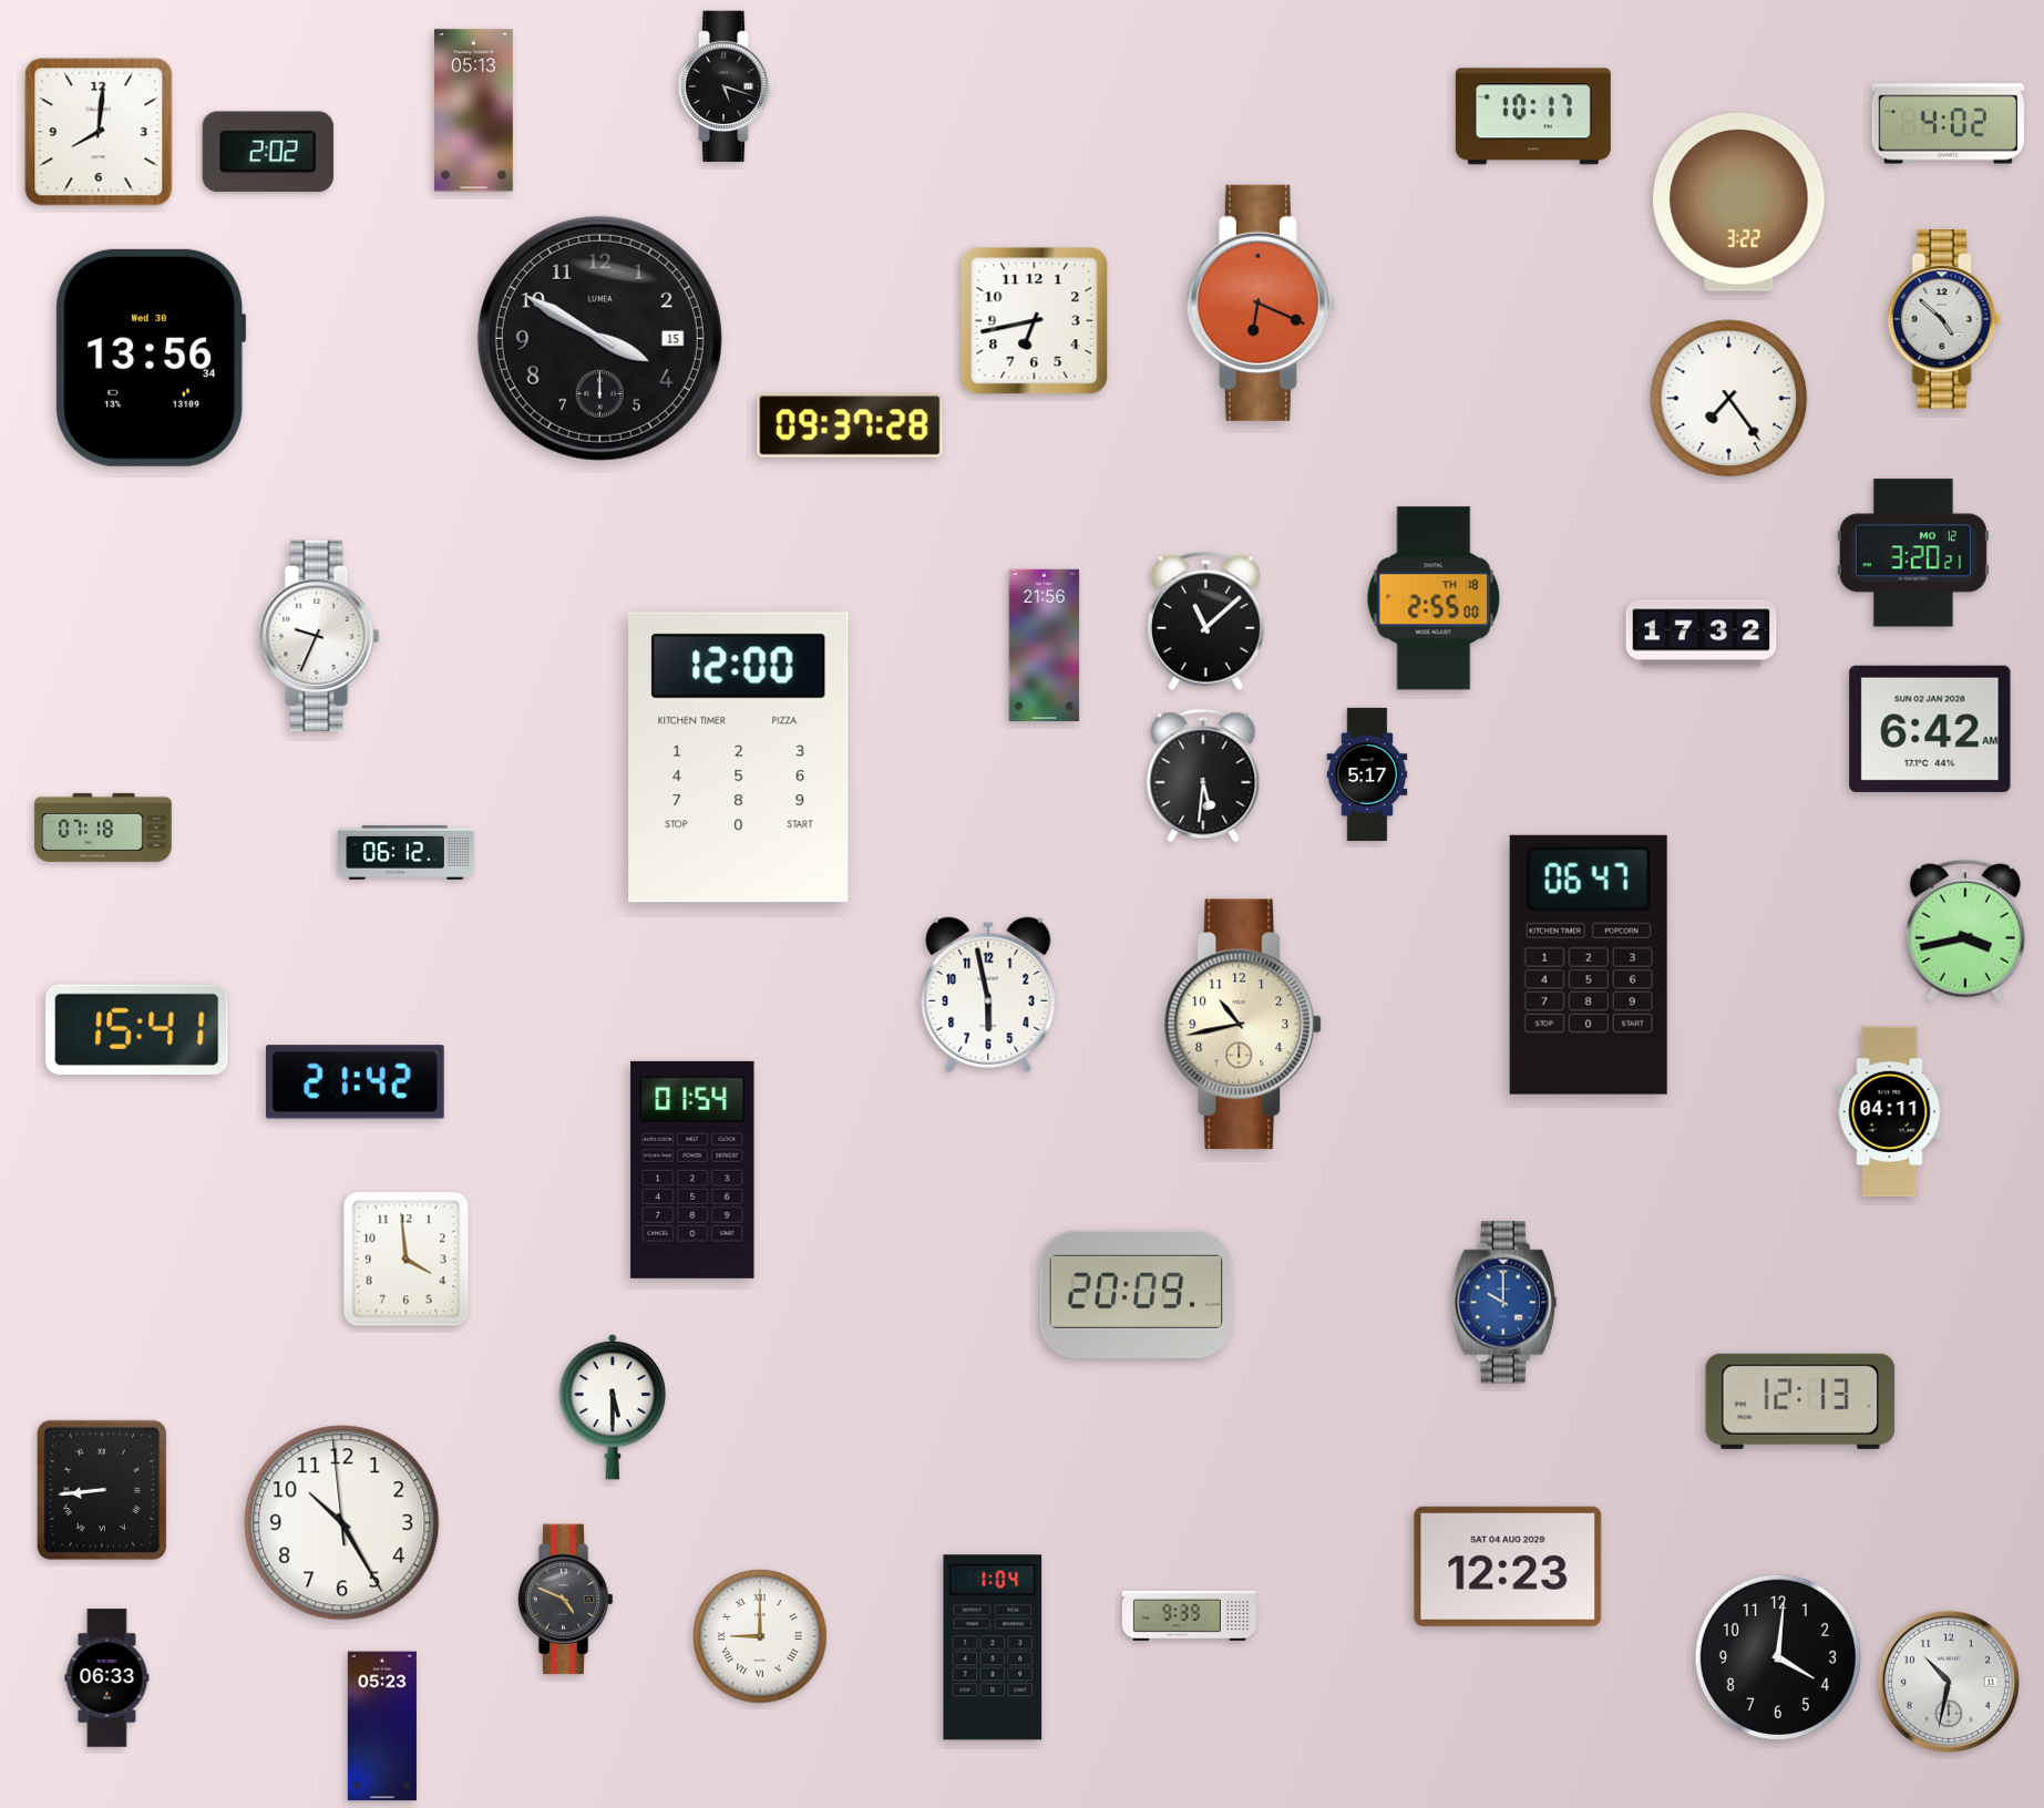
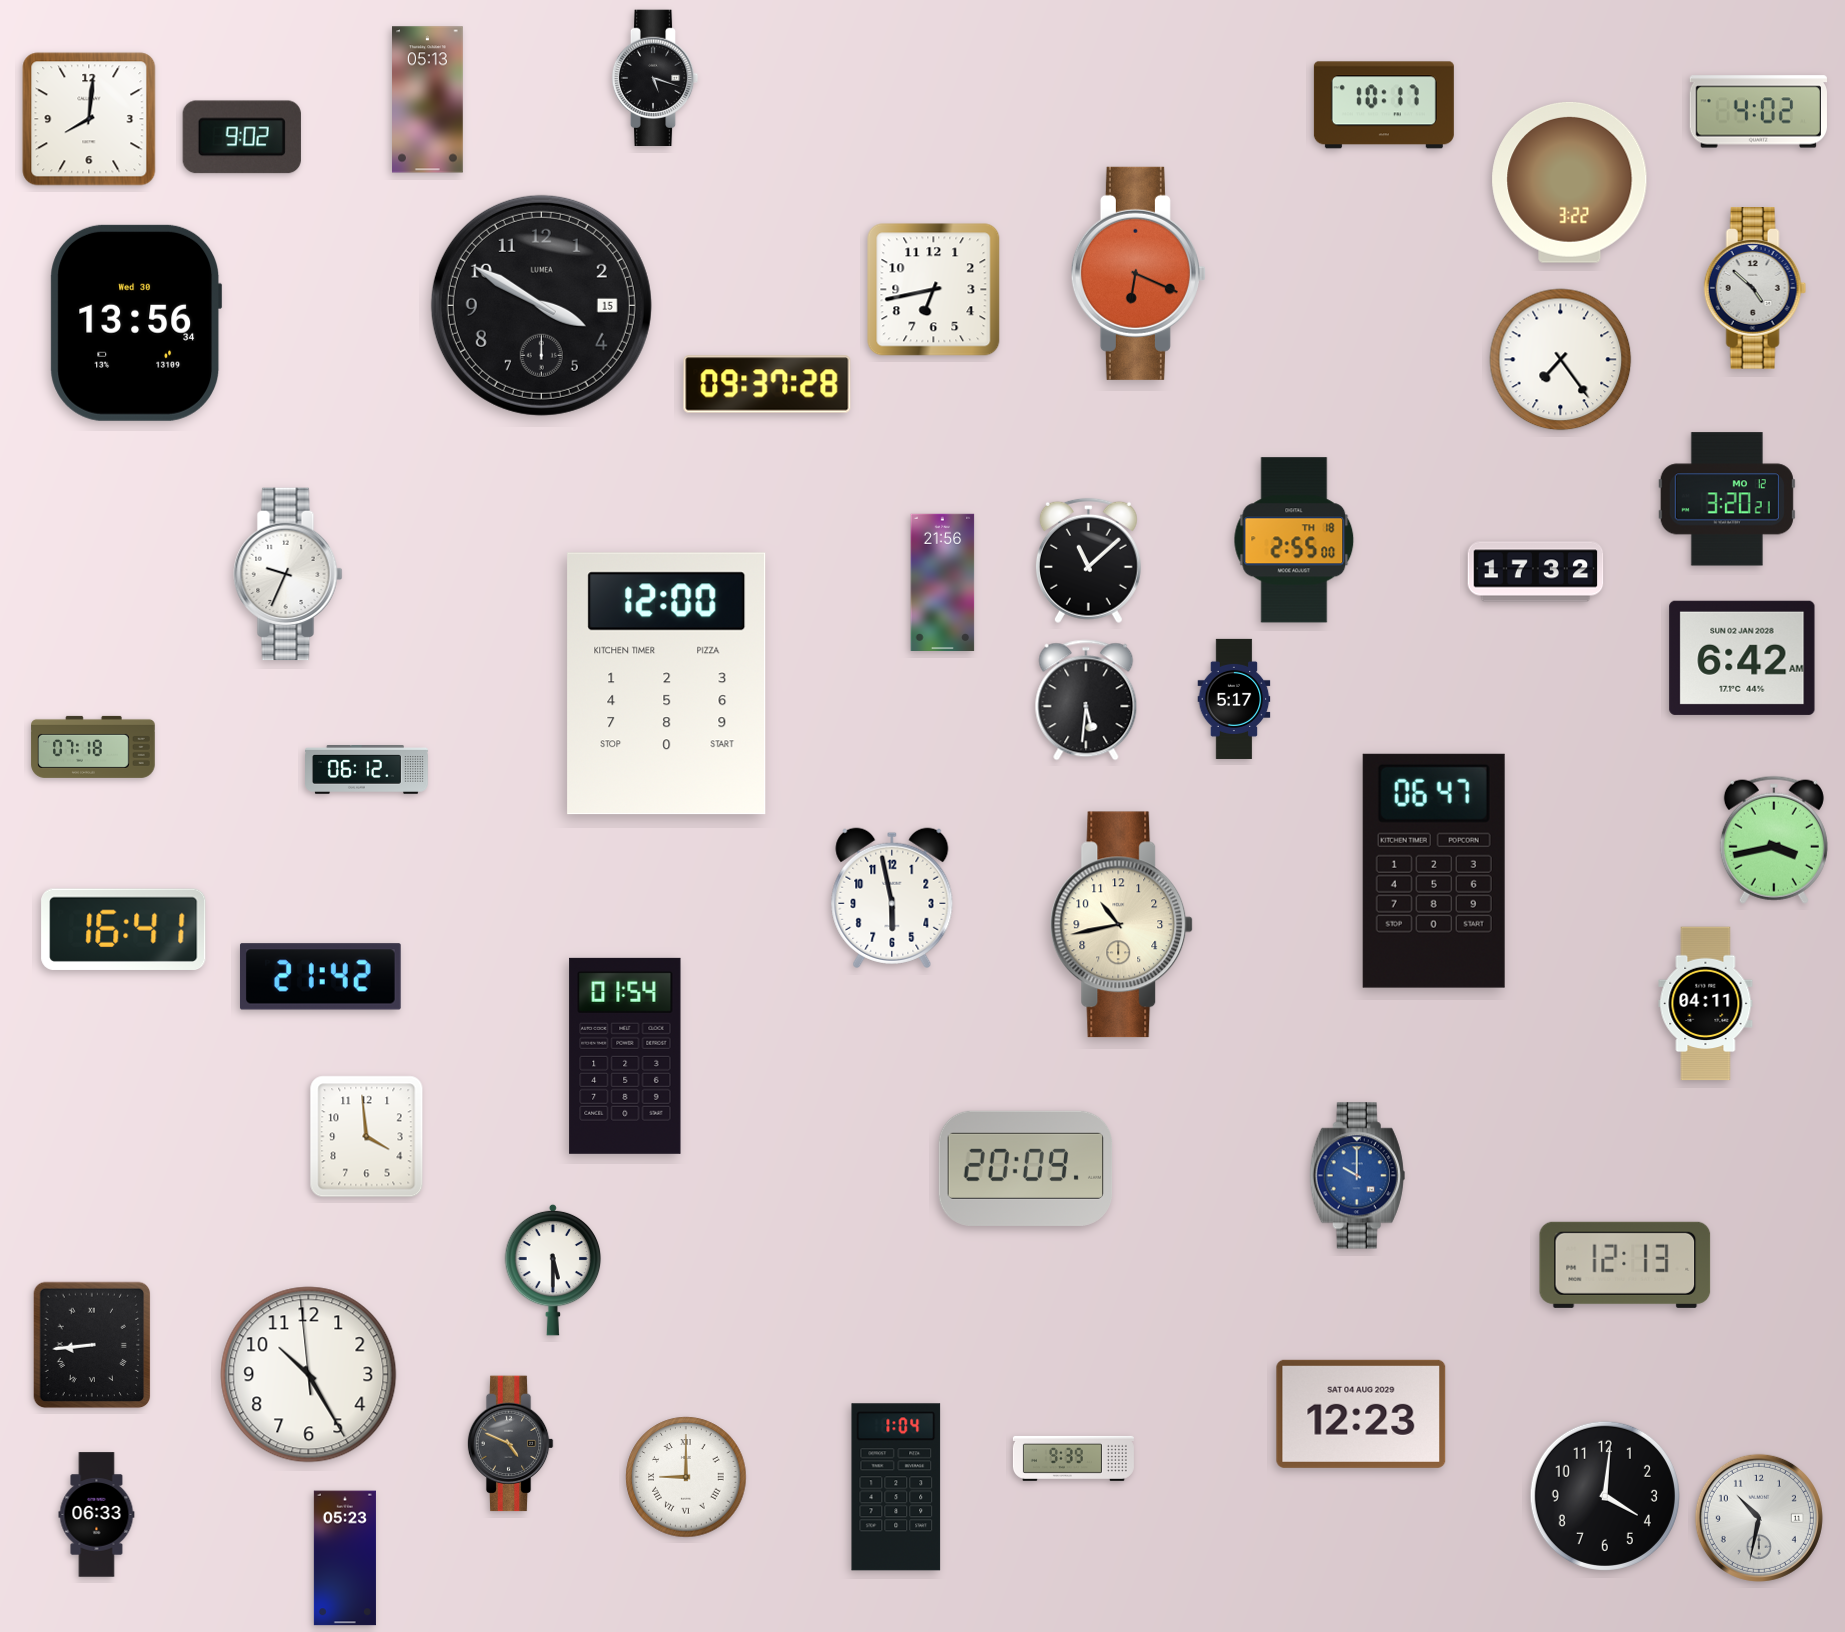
clock at (268, 152): 2:02 -> 9:02
clock at (137, 1029): 15:41 -> 16:41
